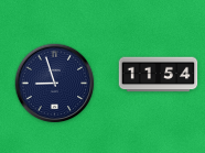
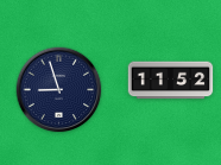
clock at (159, 75): 11:54 -> 11:52
